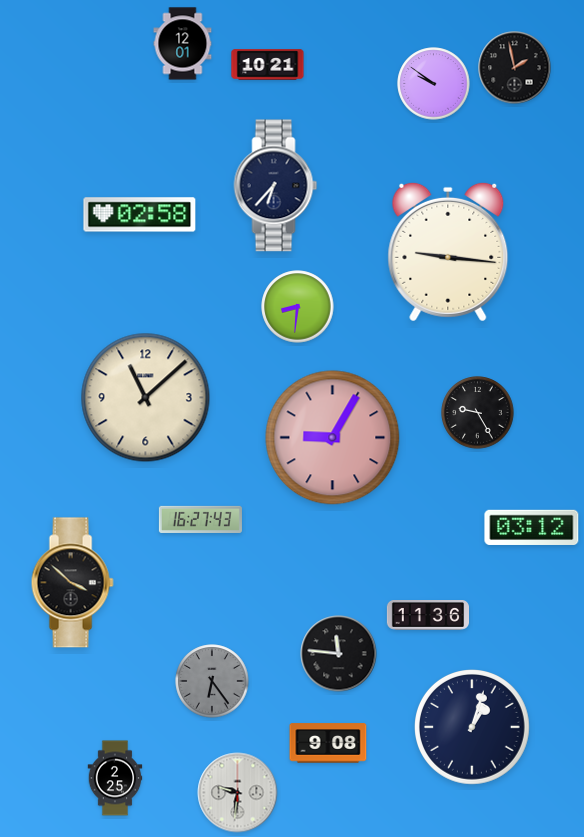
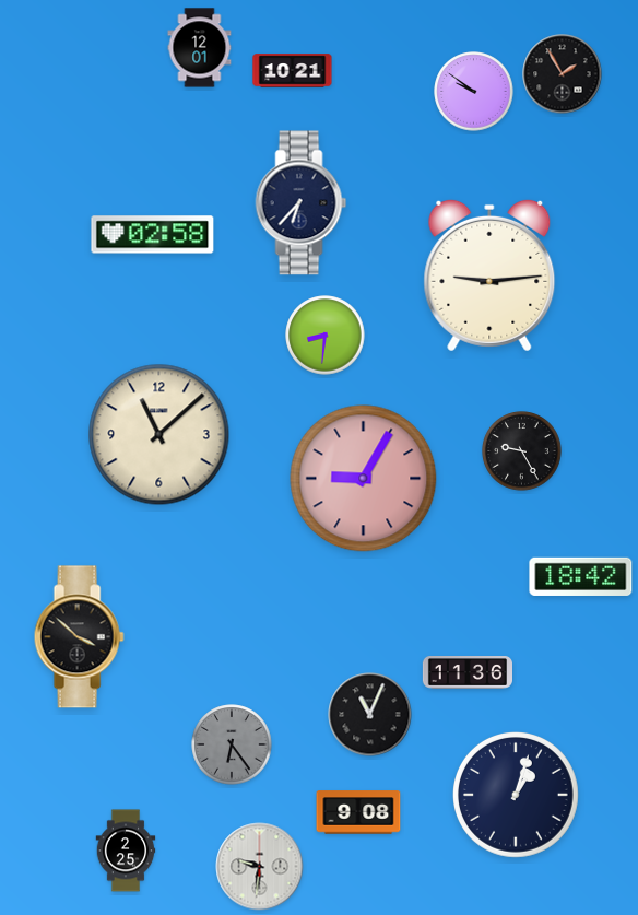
clock at (515, 68): 1:58 -> 1:55
clock at (448, 252): 9:16 -> 9:14
clock at (200, 519): 16:27 -> none
clock at (532, 527): 03:12 -> 18:42
clock at (339, 654): 11:46 -> 11:04
